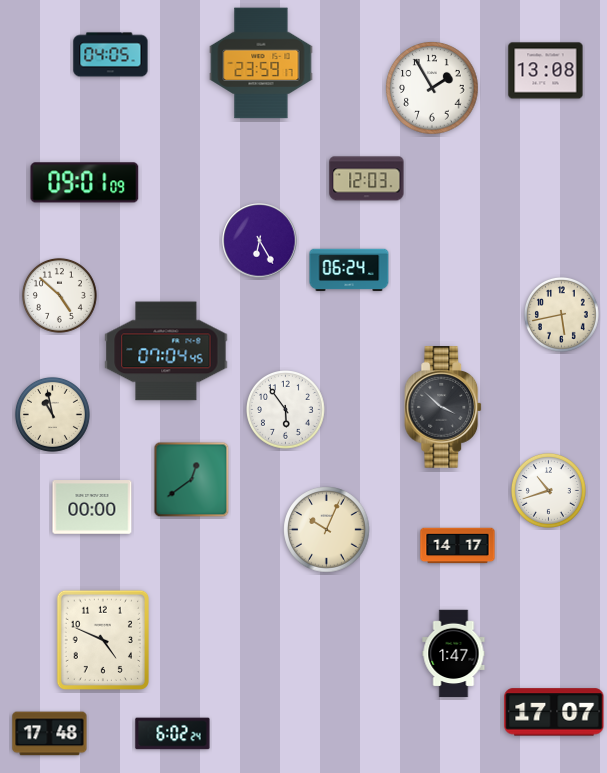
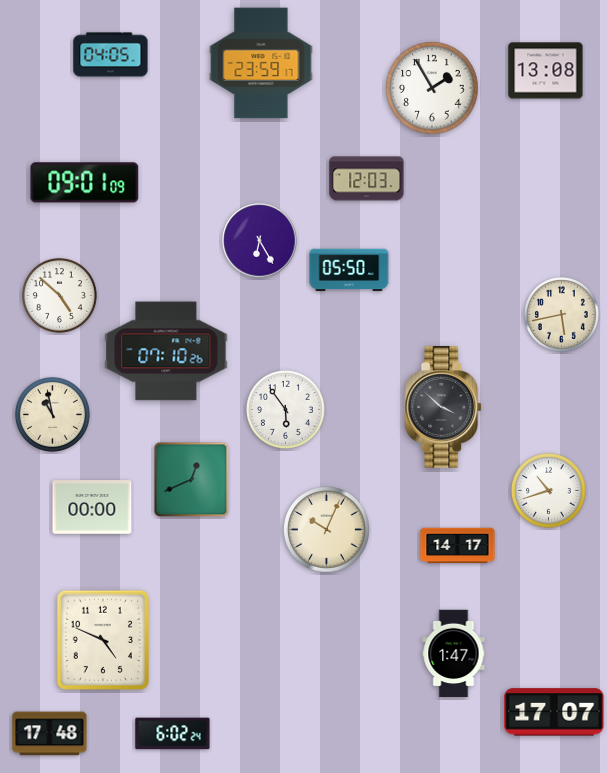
clock at (349, 270): 06:24 -> 05:50
clock at (166, 351): 07:04 -> 07:10
clock at (192, 480): 12:39 -> 12:41
